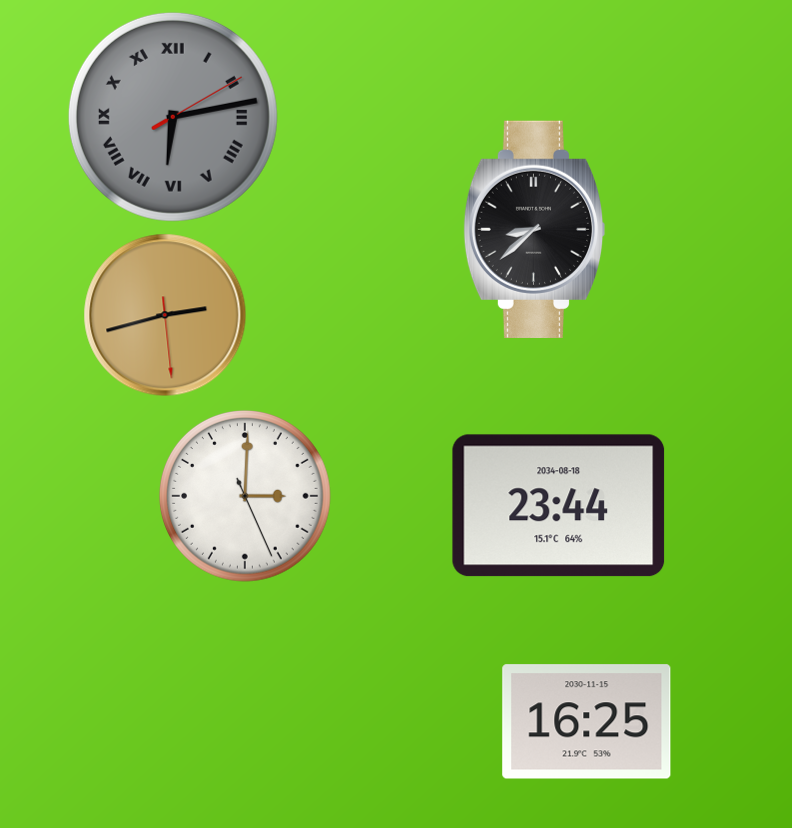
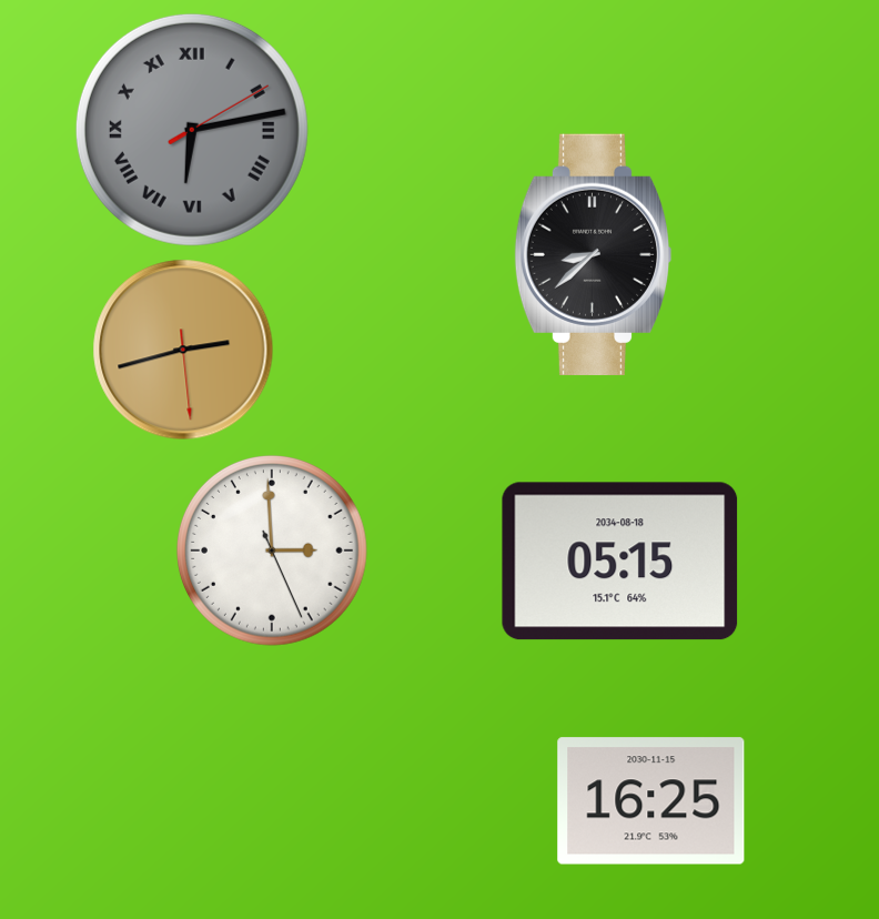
clock at (245, 496): 3:00 -> 2:59
clock at (559, 506): 23:44 -> 05:15
